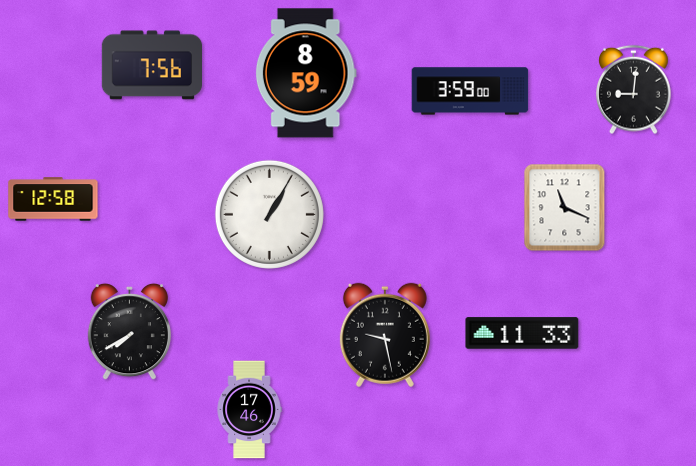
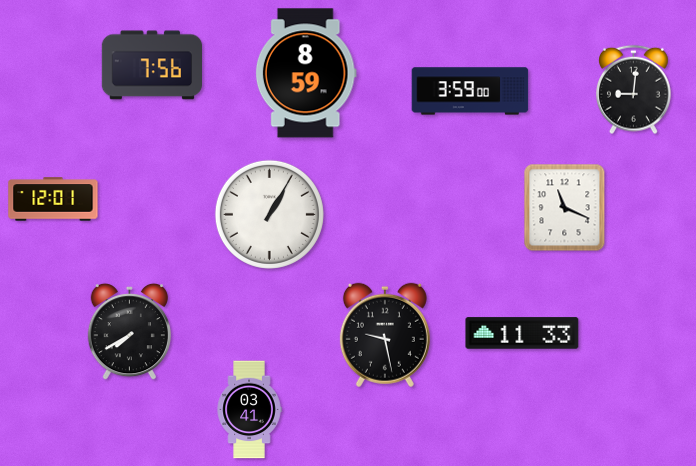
clock at (53, 199): 12:58 -> 12:01
clock at (249, 410): 17:46 -> 03:41
